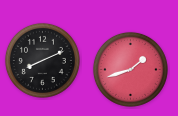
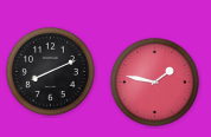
clock at (130, 69): 1:42 -> 1:47
